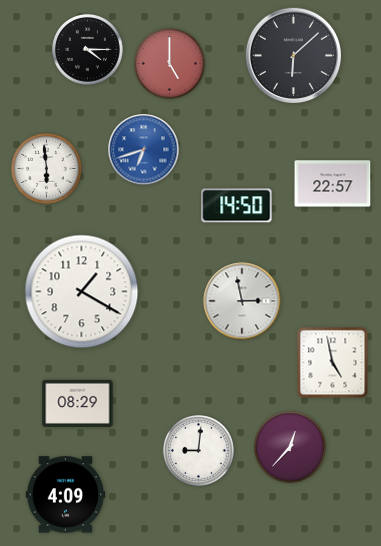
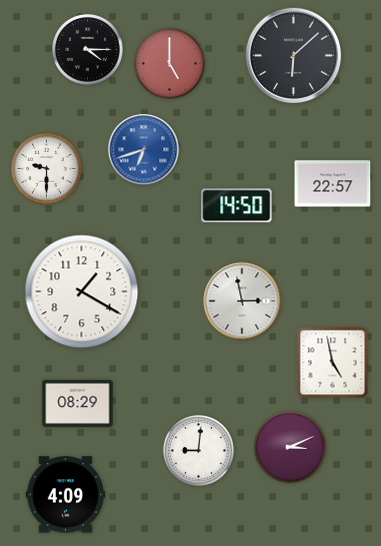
clock at (47, 169): 5:59 -> 9:30
clock at (290, 447): 12:37 -> 3:11
